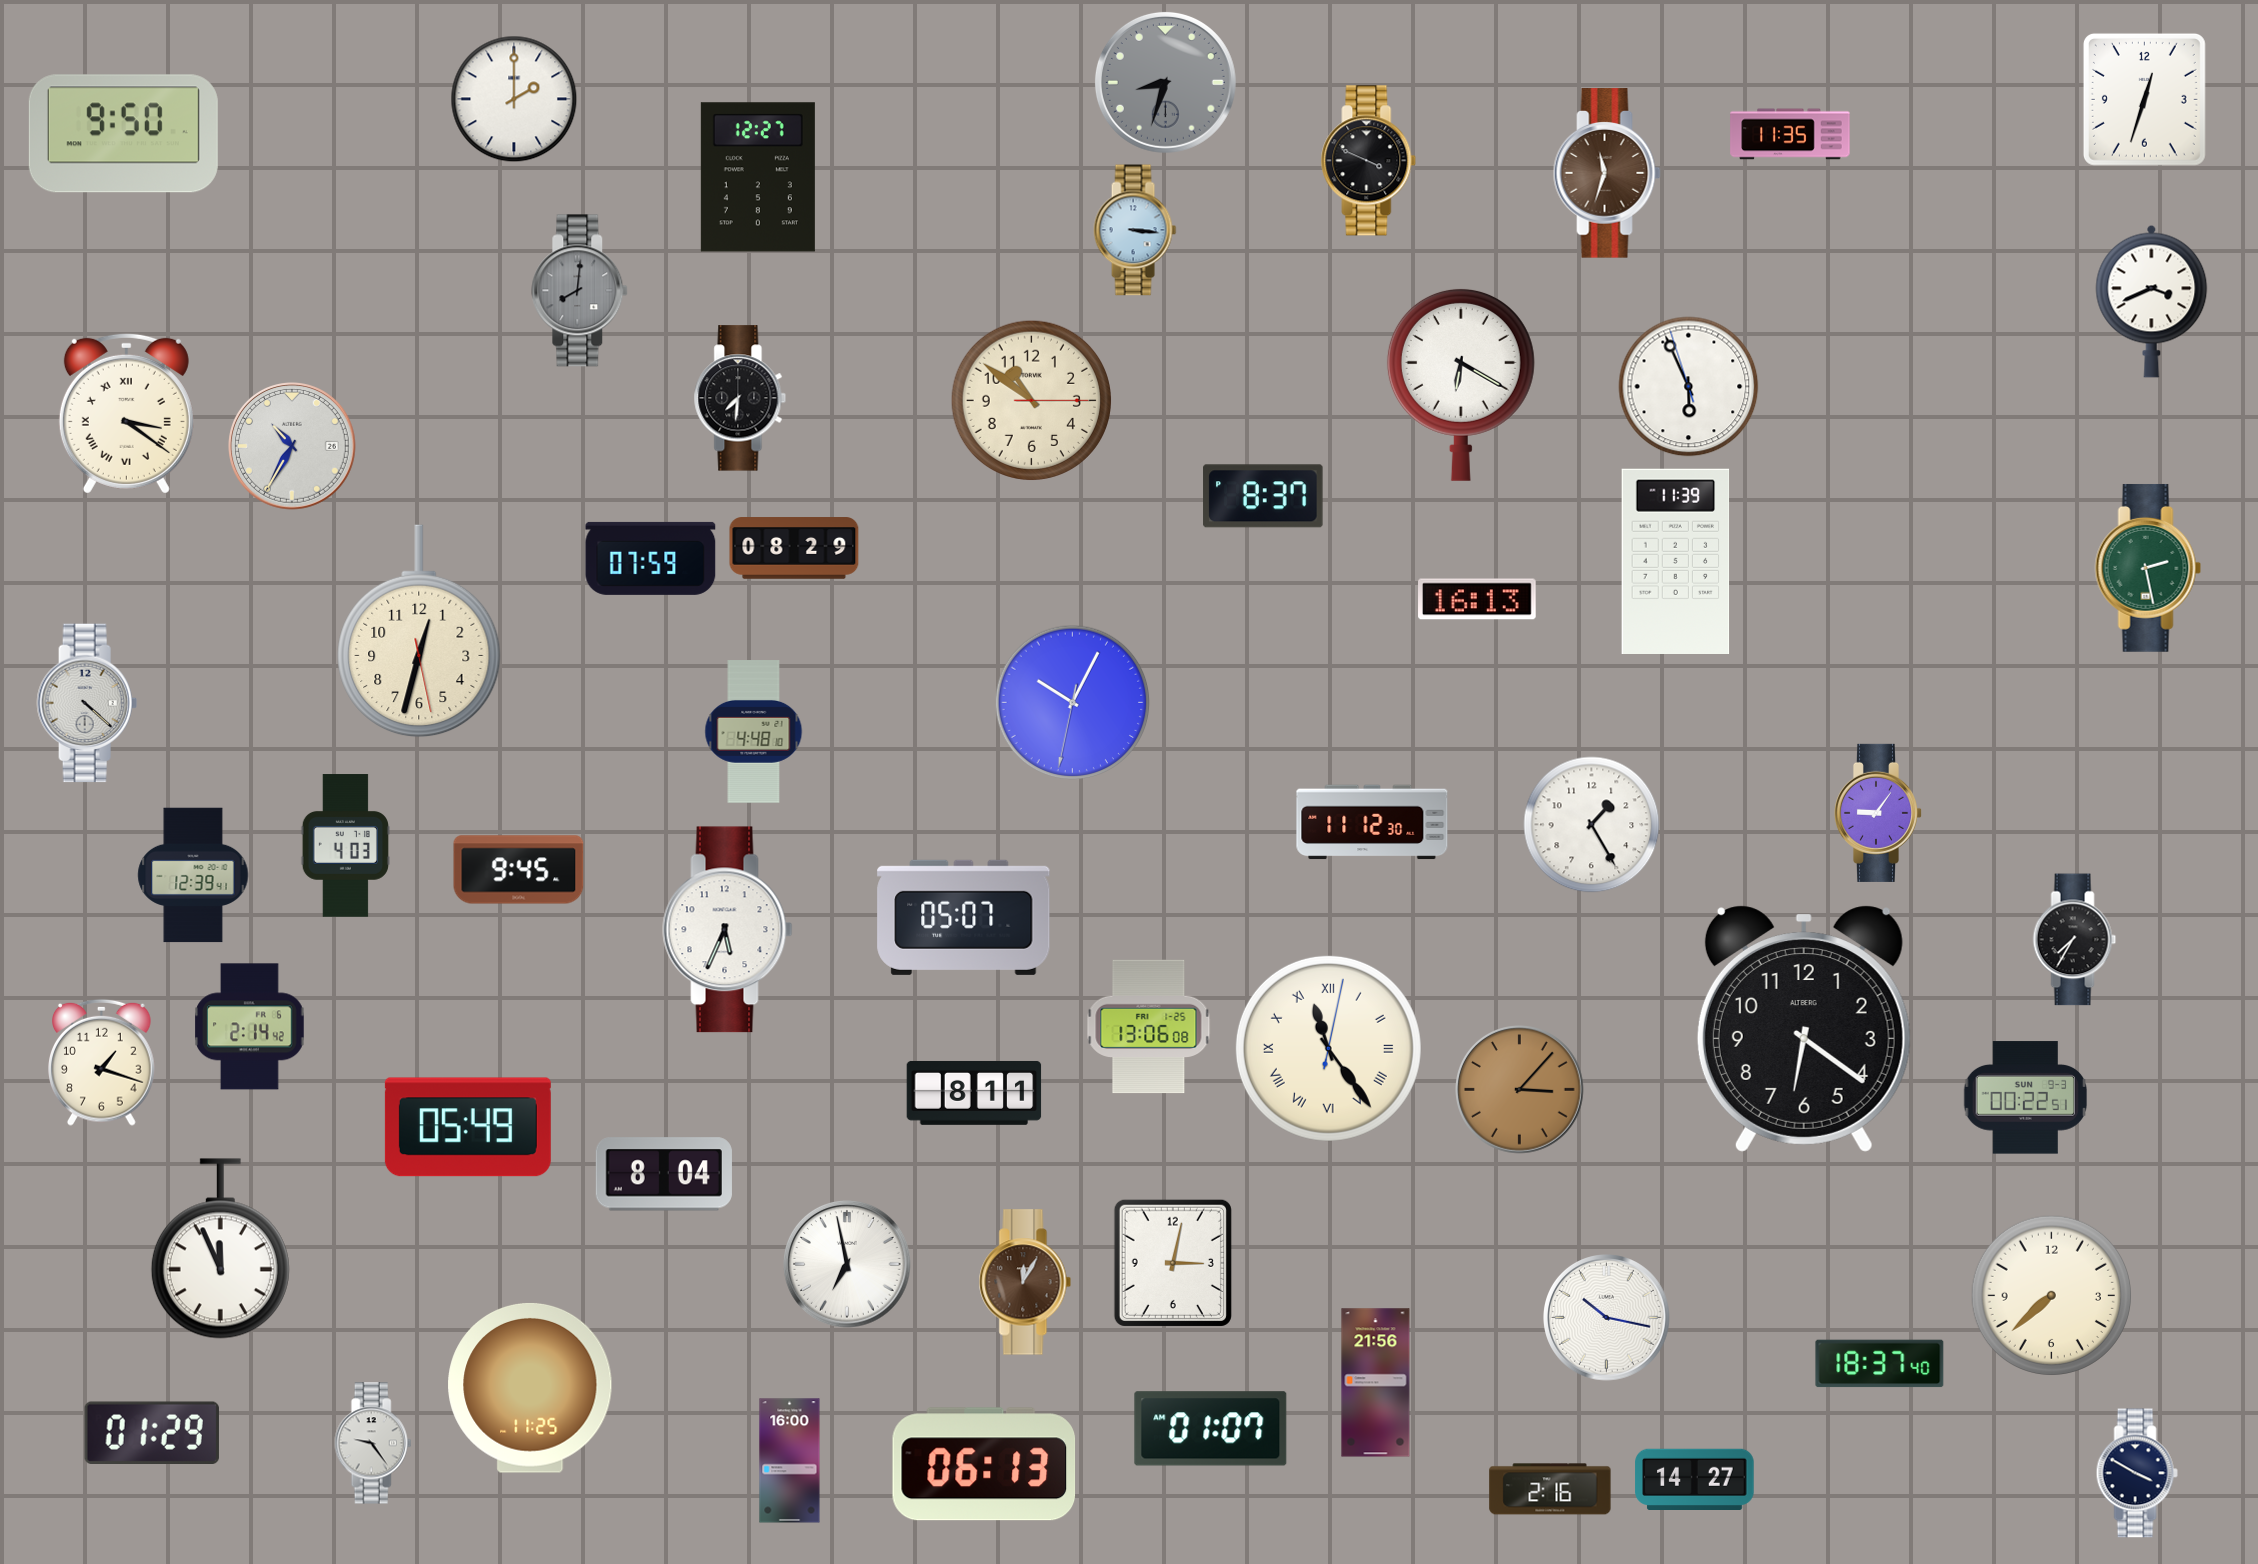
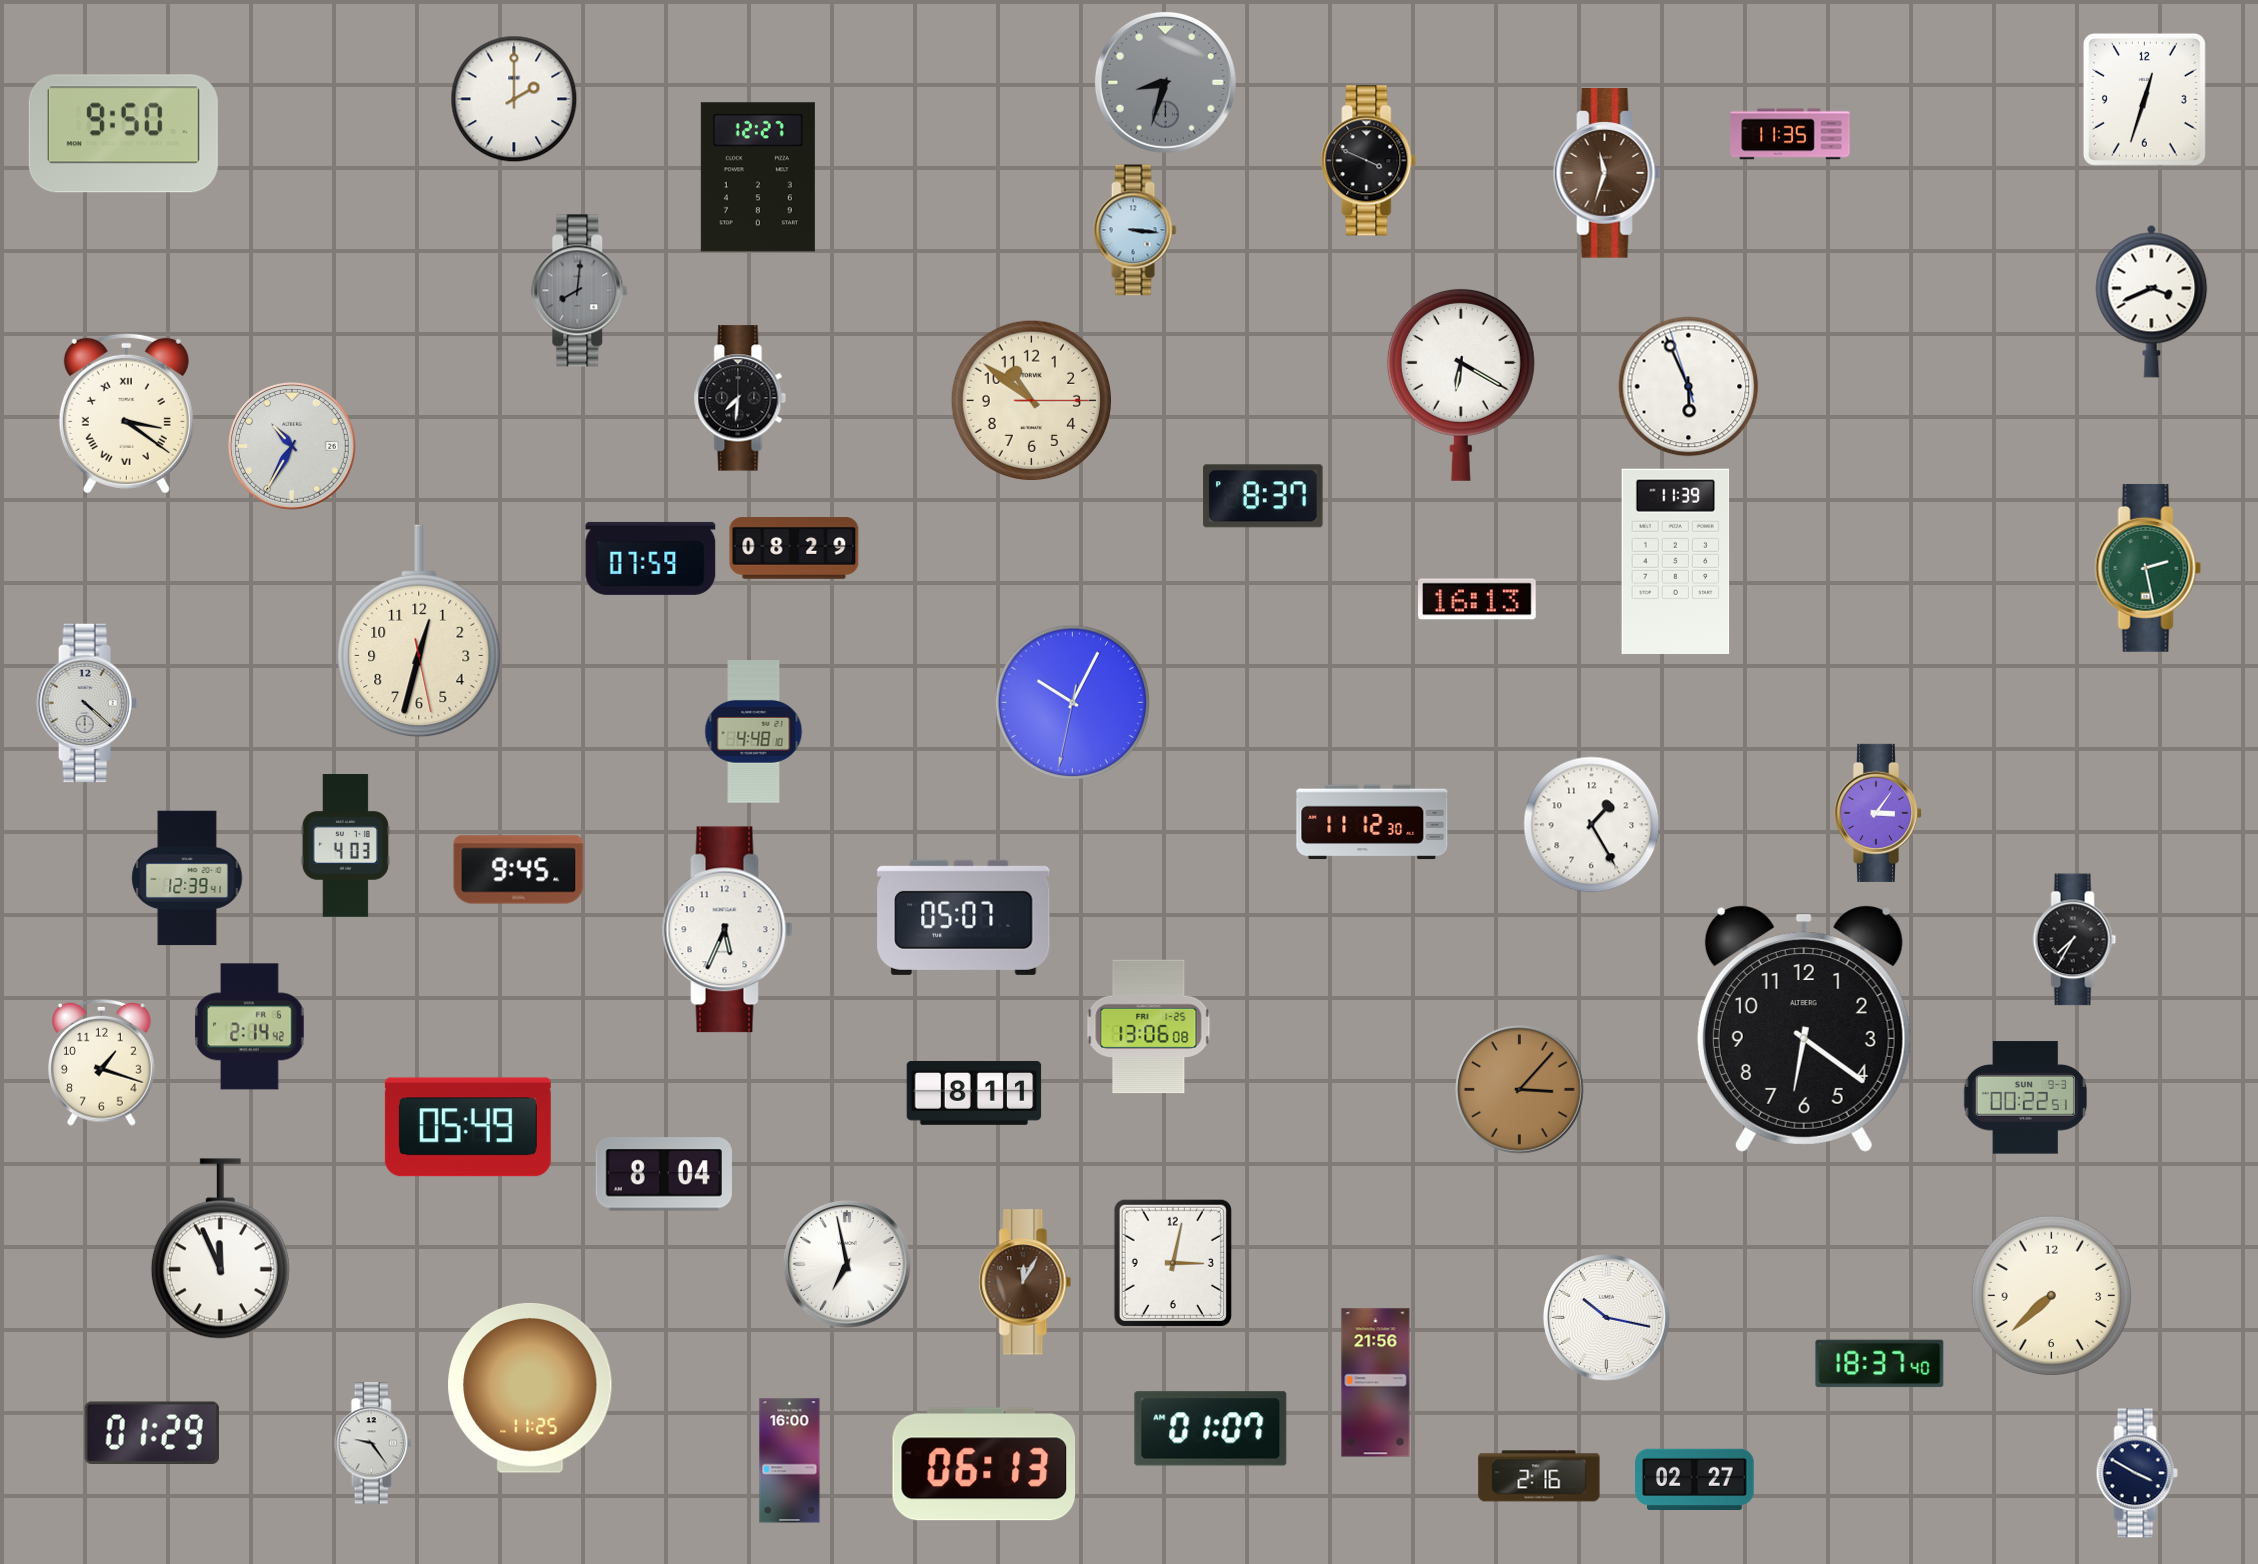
clock at (1877, 813): 9:06 -> 3:06
clock at (193, 875) position: (193, 875) -> (187, 878)
clock at (1328, 1048): 11:24 -> none
clock at (1695, 1479): 14:27 -> 02:27
clock at (1550, 1489) position: (1550, 1489) -> (1539, 1476)
